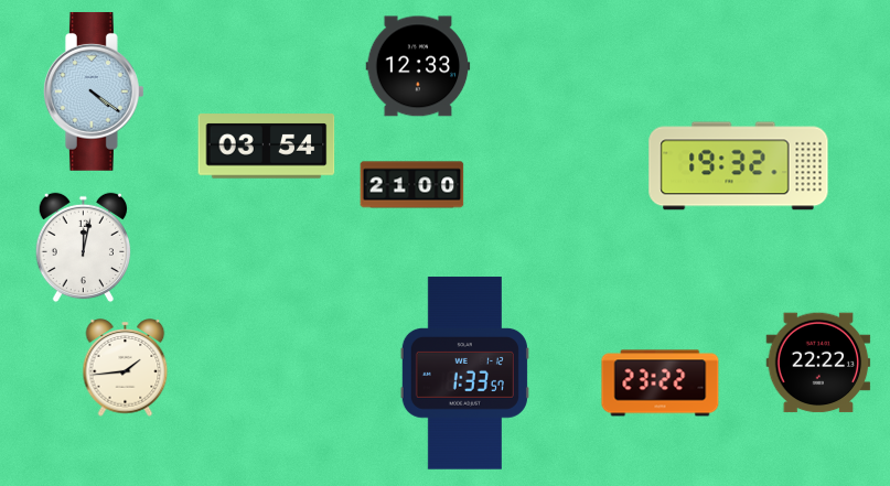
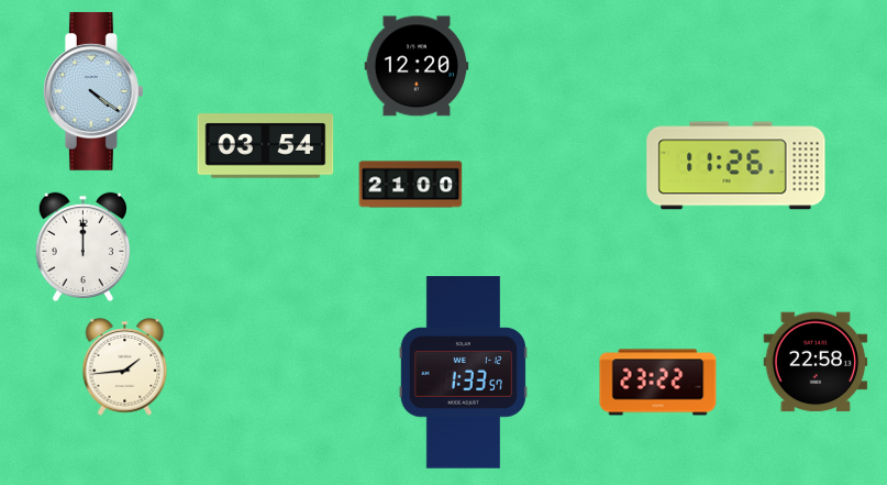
clock at (418, 66): 12:33 -> 12:20
clock at (739, 166): 19:32 -> 11:26
clock at (83, 248): 12:02 -> 12:00
clock at (818, 363): 22:22 -> 22:58
